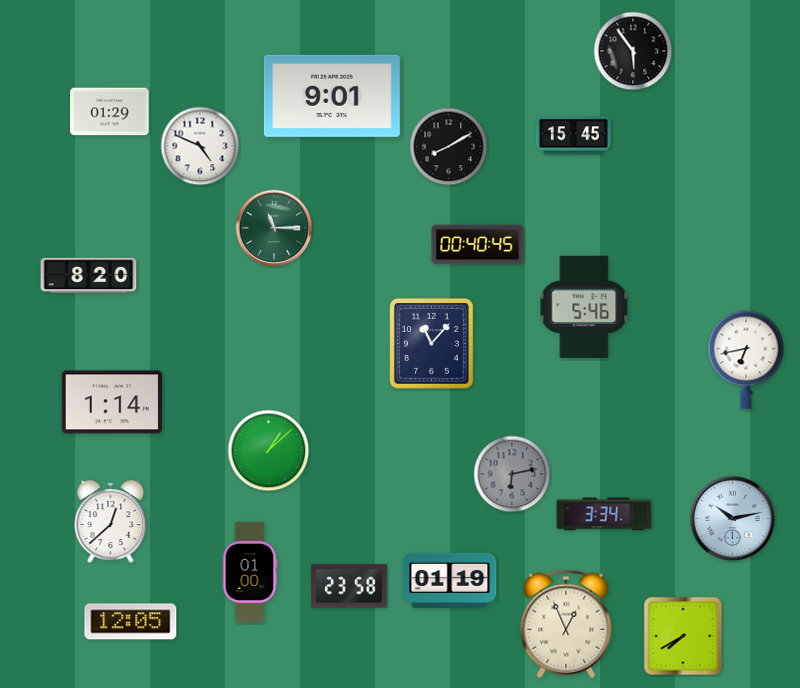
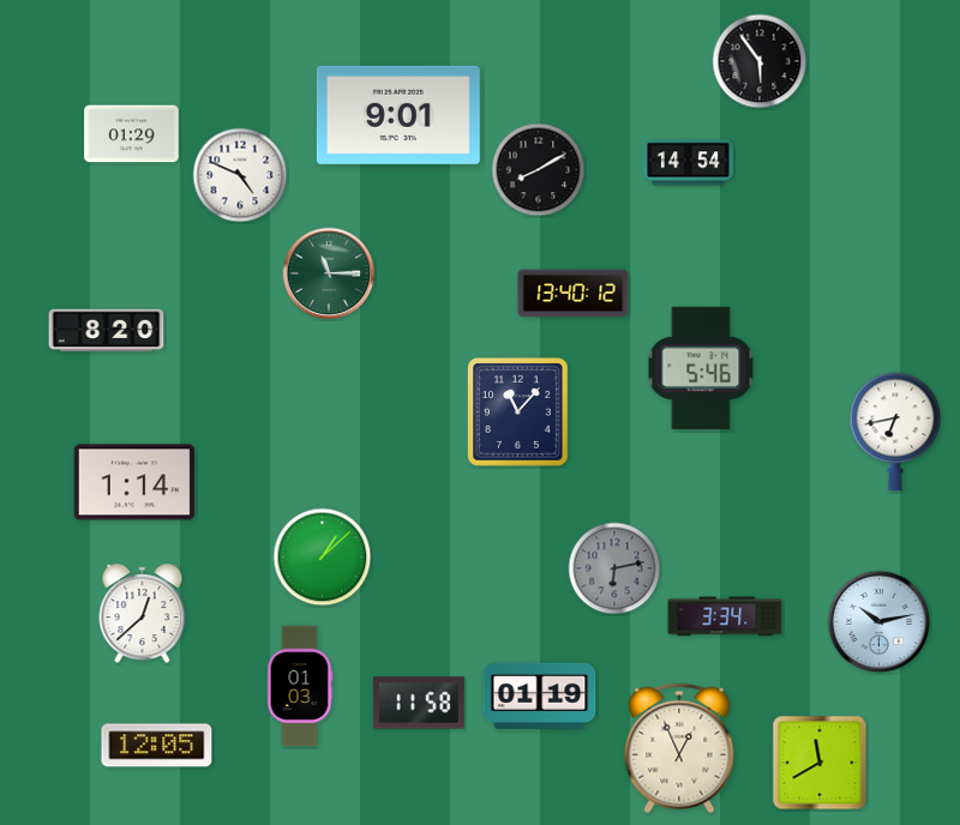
clock at (573, 136): 15:45 -> 14:54
clock at (449, 147) position: (449, 147) -> (539, 170)
clock at (478, 245): 00:40 -> 13:40
clock at (269, 451) position: (269, 451) -> (323, 558)
clock at (111, 522) position: (111, 522) -> (143, 614)
clock at (250, 572): 01:00 -> 01:03
clock at (349, 586): 23:58 -> 11:58
clock at (683, 636): 7:40 -> 11:40
